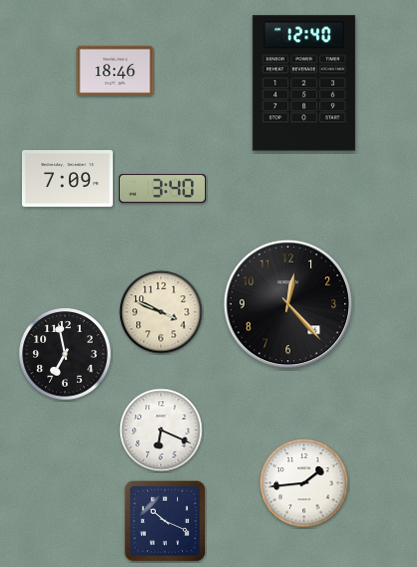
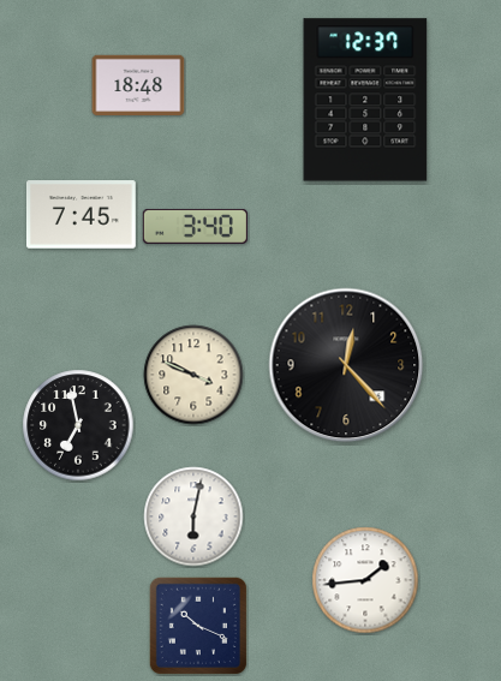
clock at (115, 70): 18:46 -> 18:48
clock at (304, 83): 12:40 -> 12:37
clock at (67, 179): 7:09 -> 7:45
clock at (161, 430): 6:19 -> 6:02
